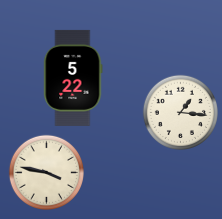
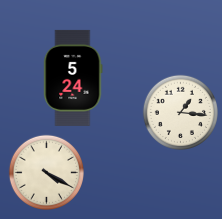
clock at (73, 78): 5:22 -> 5:24
clock at (46, 172): 3:47 -> 4:20
